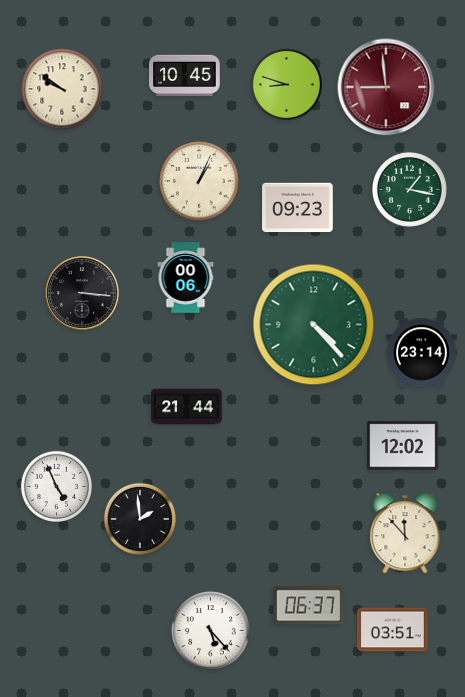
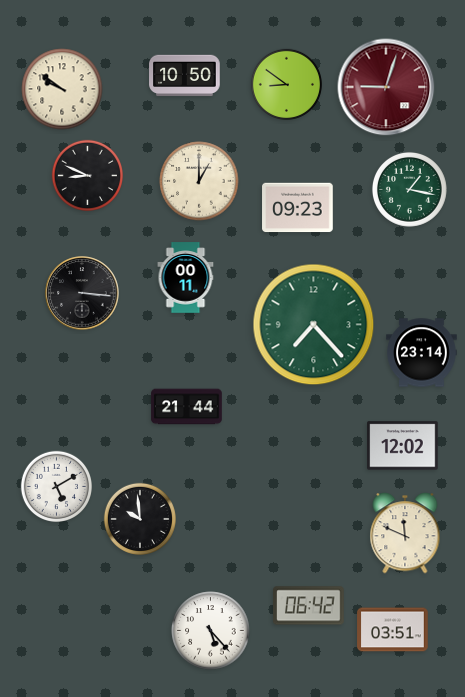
clock at (185, 76): 10:45 -> 10:50
clock at (286, 84): 8:48 -> 8:51
clock at (386, 87): 8:59 -> 9:03
clock at (87, 175): none -> 8:49
clock at (199, 181): 1:04 -> 1:00
clock at (186, 278): 00:06 -> 00:11
clock at (314, 325): 4:23 -> 7:23
clock at (56, 486): 4:56 -> 5:10
clock at (140, 519): 1:59 -> 9:59
clock at (405, 533): 11:53 -> 11:49
clock at (309, 606): 06:37 -> 06:42
